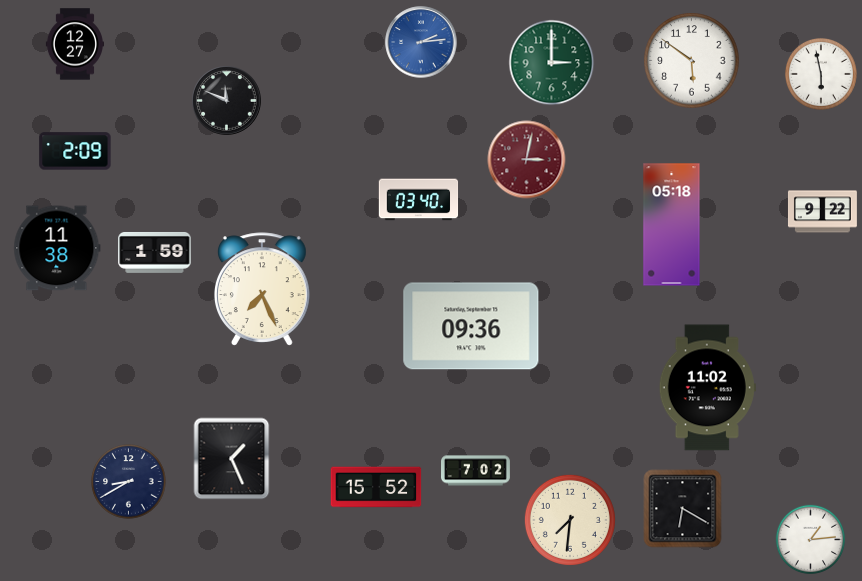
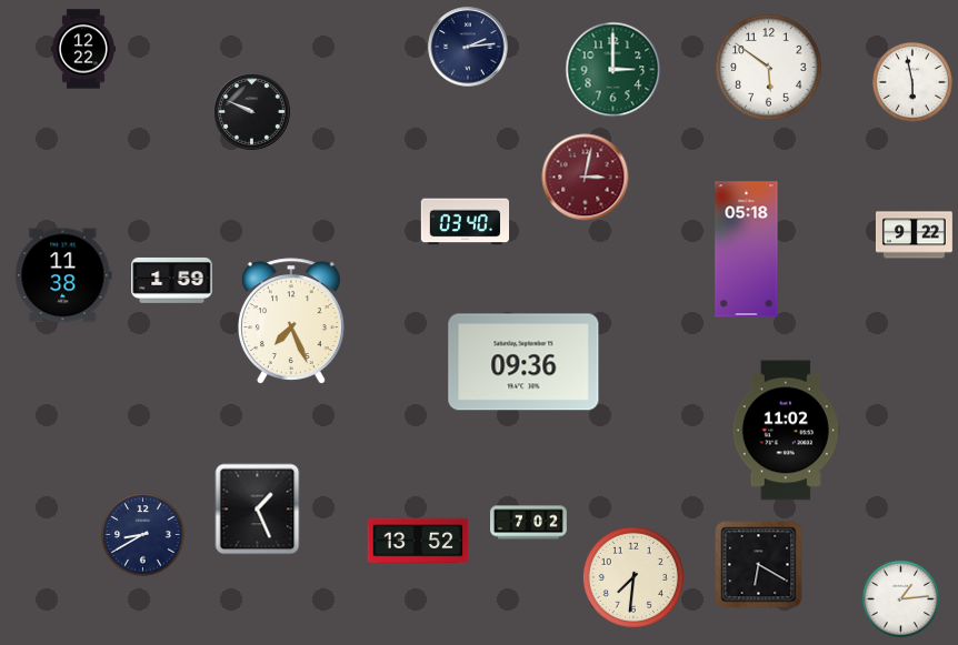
clock at (421, 42) dial: blue -> navy
clock at (75, 44): 12:27 -> 12:22
clock at (227, 101): 11:49 -> 9:49
clock at (75, 151): 2:09 -> none
clock at (376, 487): 15:52 -> 13:52
